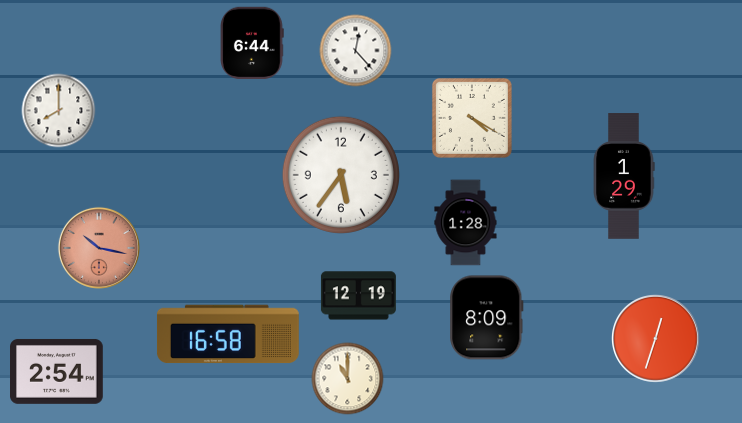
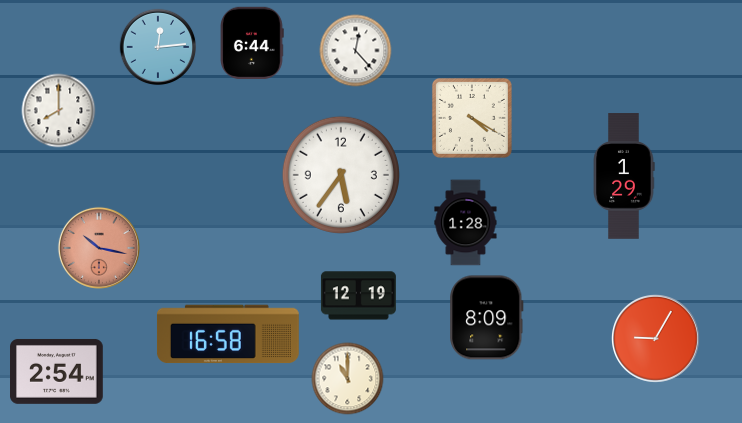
clock at (158, 47): none -> 12:14
clock at (656, 339): 12:33 -> 9:05
